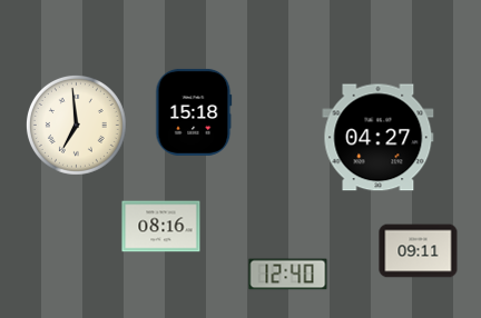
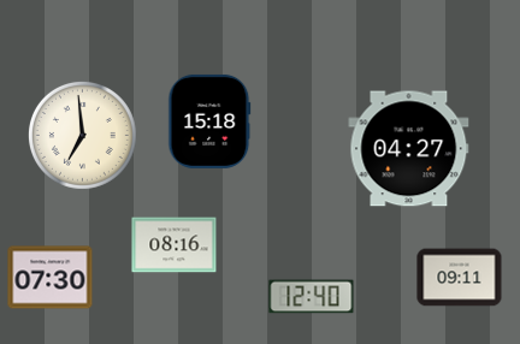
clock at (419, 251) position: (419, 251) -> (460, 278)
clock at (51, 278): none -> 07:30
